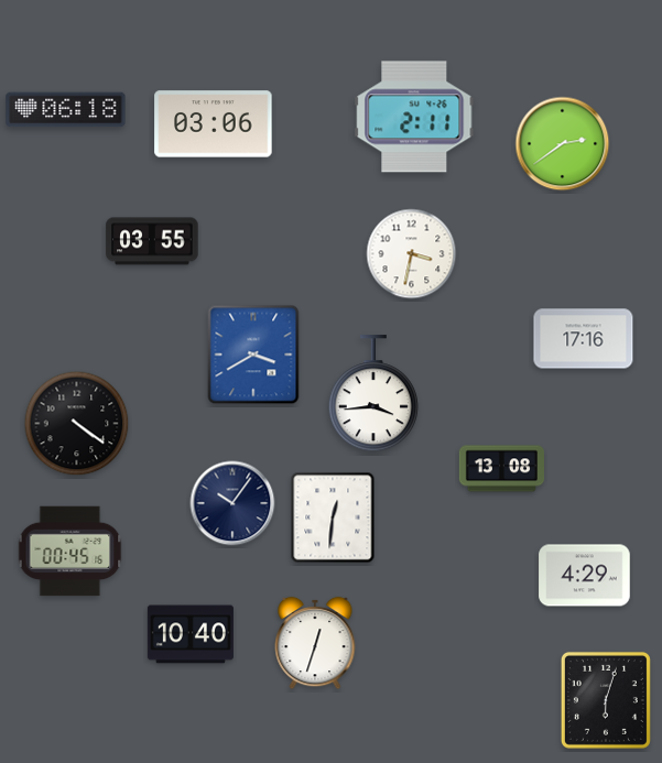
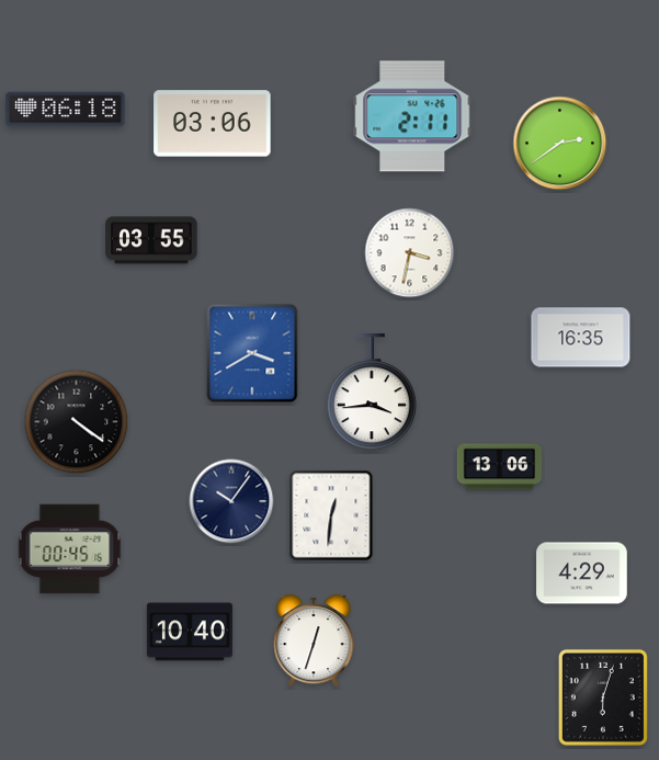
clock at (584, 339): 17:16 -> 16:35
clock at (501, 469): 13:08 -> 13:06
